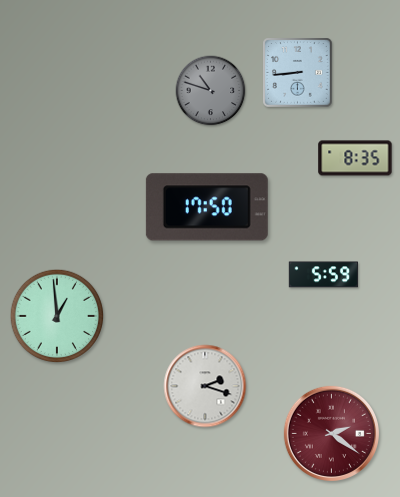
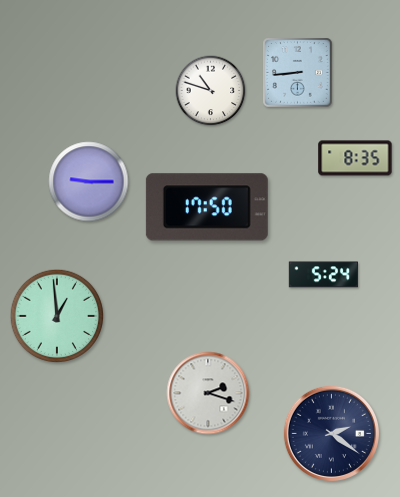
clock at (211, 91) dial: grey -> white
clock at (89, 182): none -> 9:15
clock at (323, 275): 5:59 -> 5:24
clock at (205, 386) position: (205, 386) -> (208, 393)
clock at (331, 433) dial: burgundy -> navy
